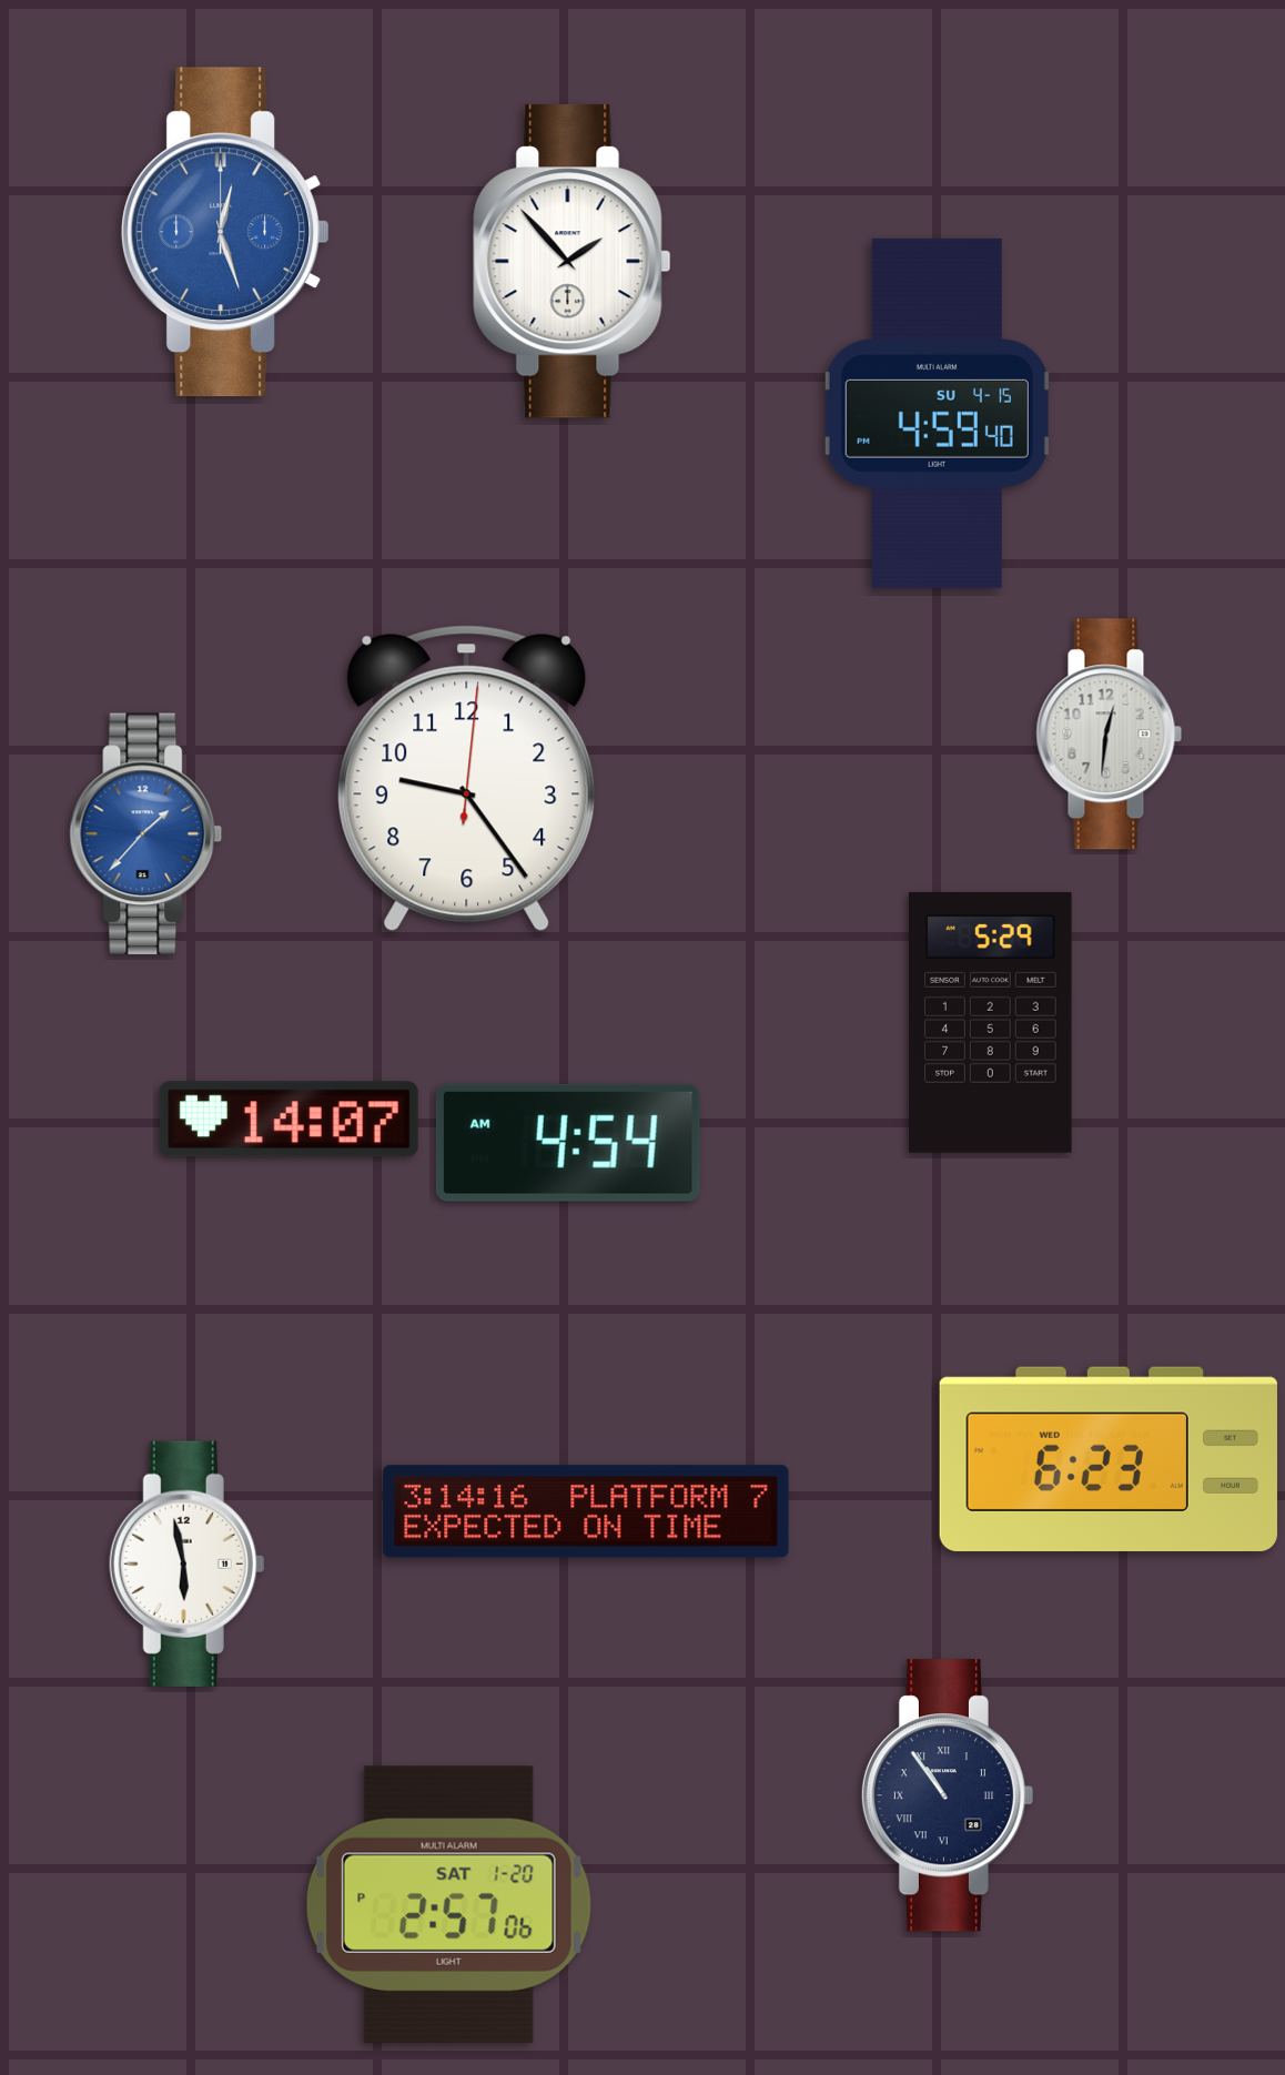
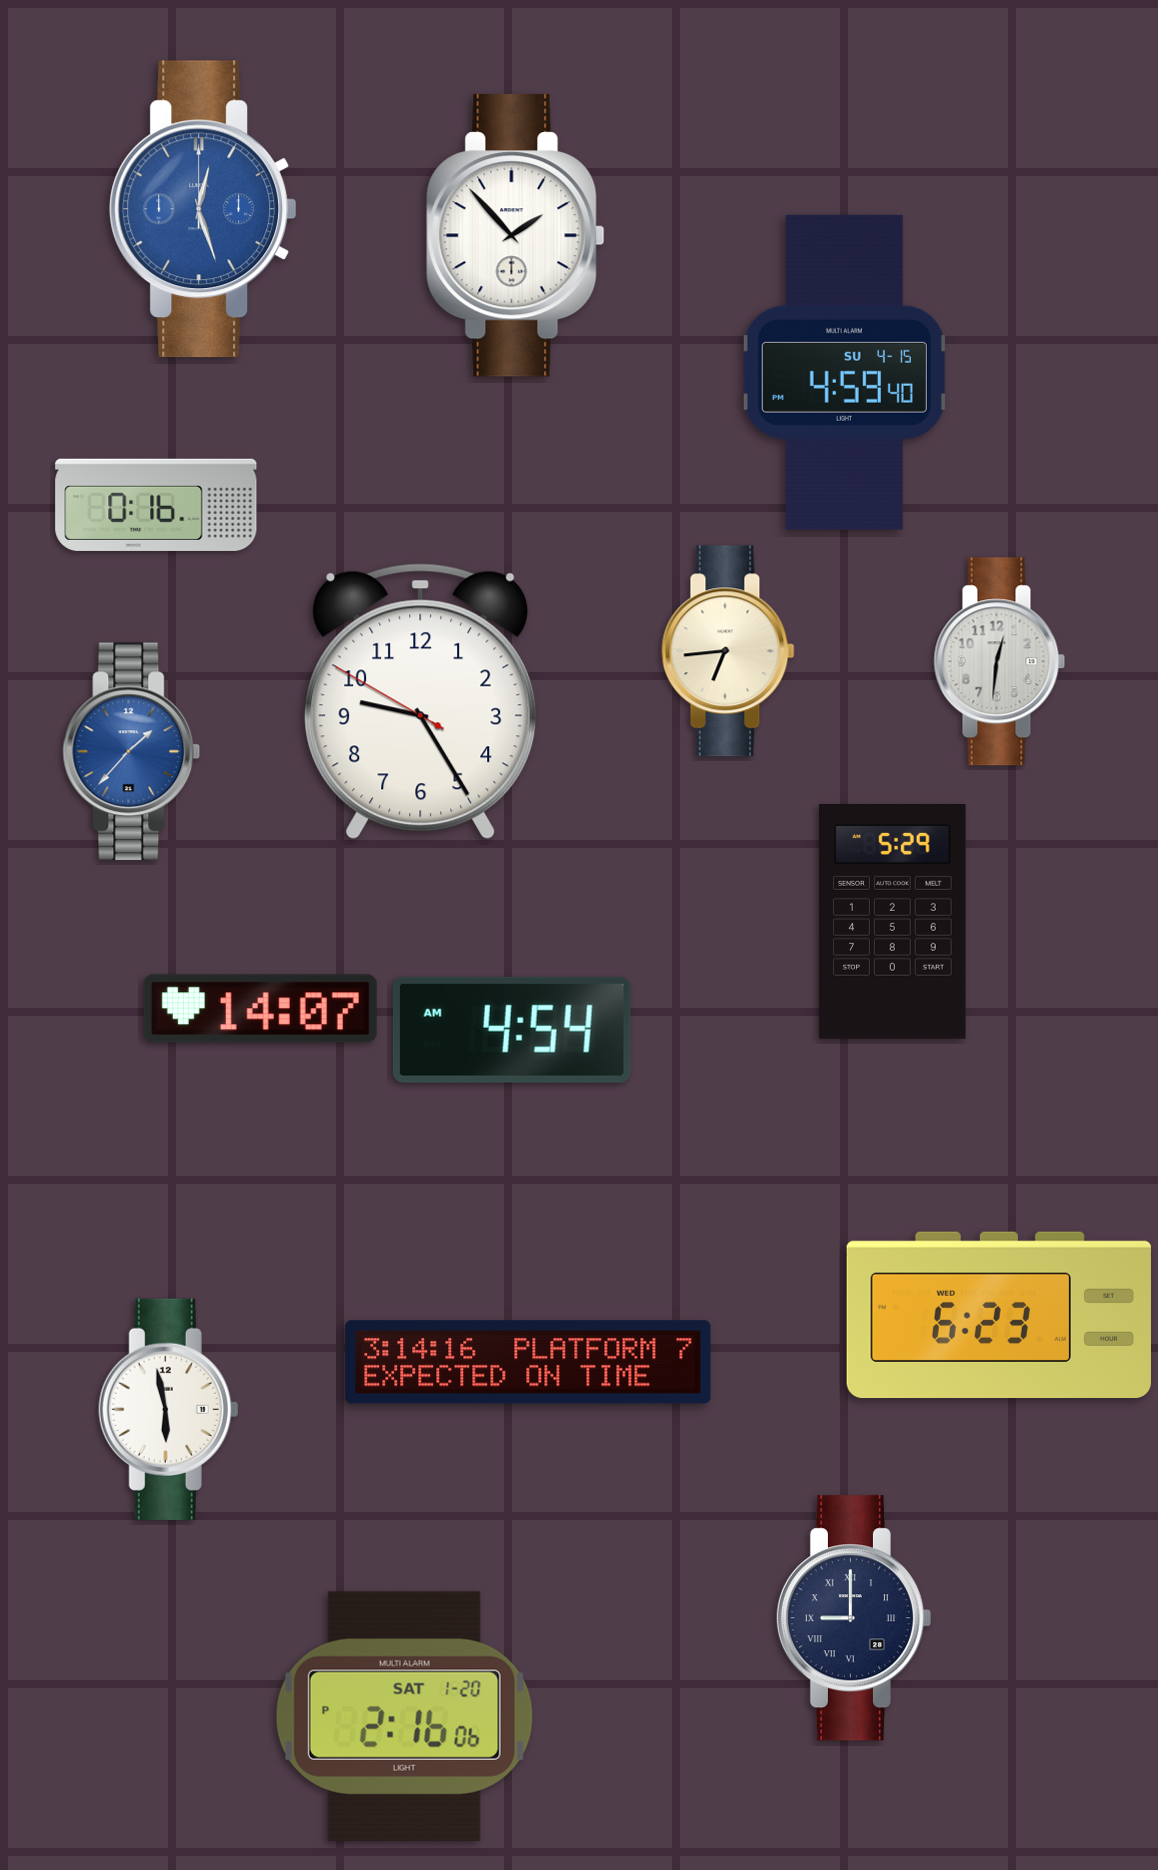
clock at (156, 505): none -> 0:16
clock at (728, 651): none -> 6:44
clock at (467, 779): 9:24:01 -> 9:24:50
clock at (947, 1795): 10:54 -> 9:00
clock at (448, 1904): 2:57 -> 2:16
